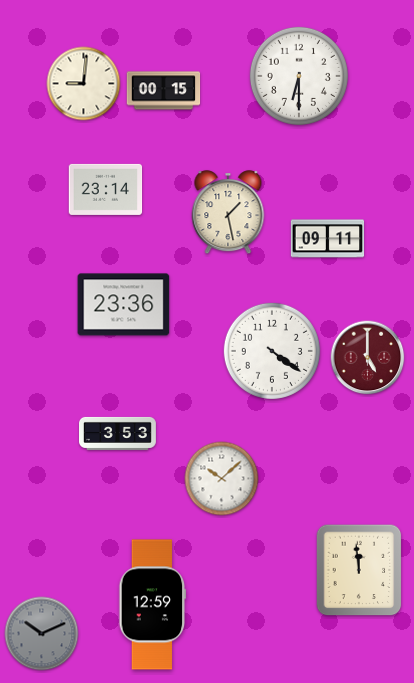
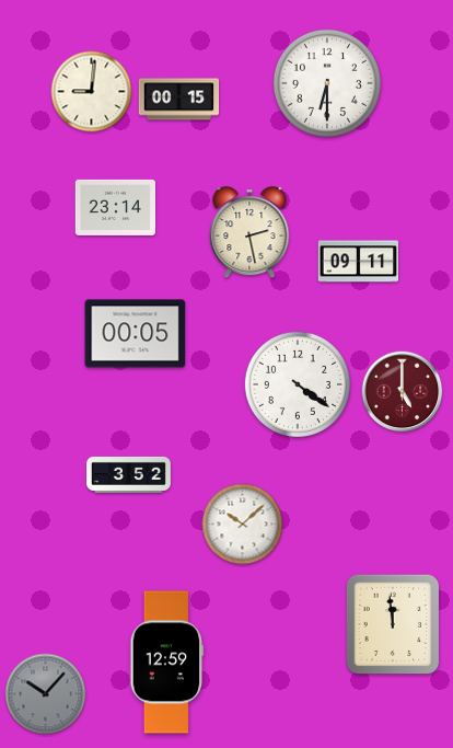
clock at (228, 213): 1:28 -> 2:28
clock at (124, 305): 23:36 -> 00:05
clock at (118, 433): 3:53 -> 3:52
clock at (42, 634): 10:11 -> 10:07
